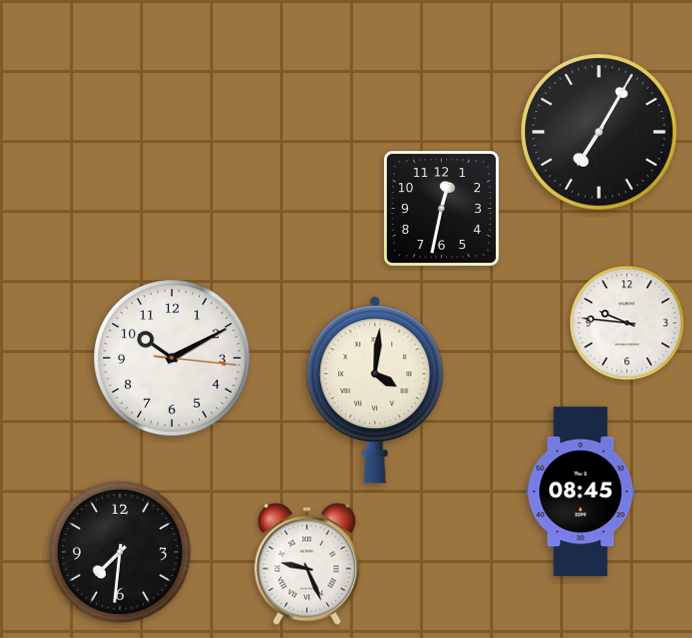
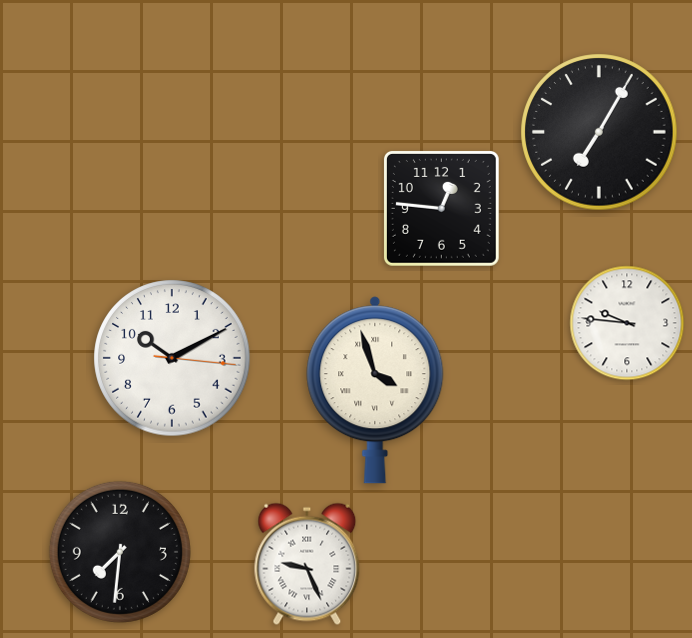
clock at (441, 208): 12:32 -> 12:46
clock at (375, 390): 4:01 -> 3:57
clock at (581, 492): 08:45 -> none
